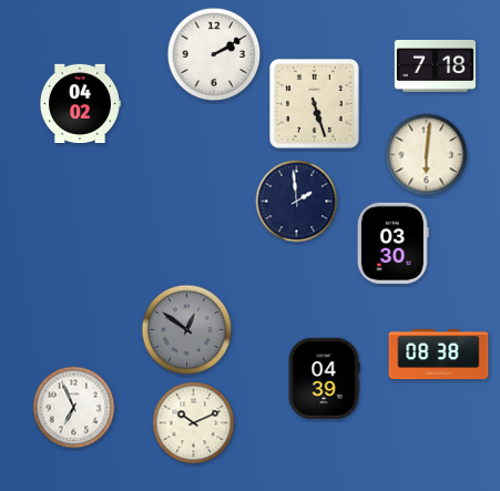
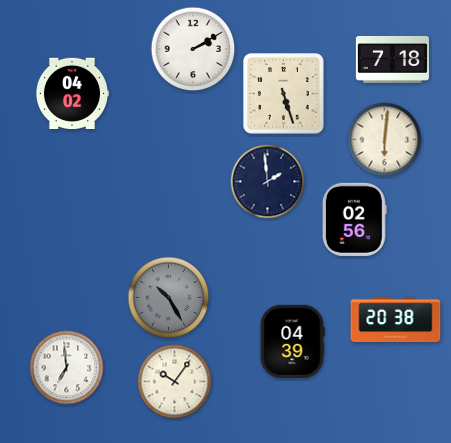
clock at (392, 243): 03:30 -> 02:56
clock at (187, 330): 12:51 -> 10:25
clock at (439, 355): 08:38 -> 20:38
clock at (74, 408): 6:56 -> 6:59
clock at (194, 423): 10:11 -> 10:06
